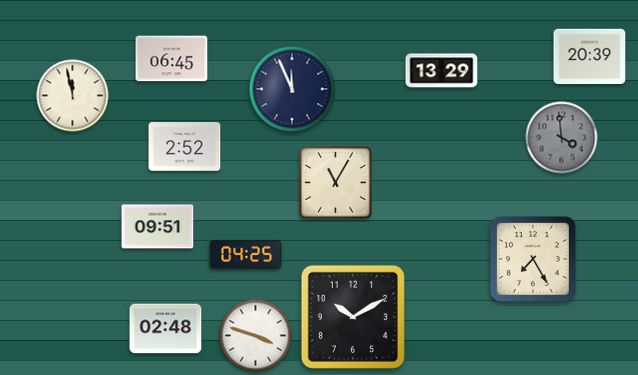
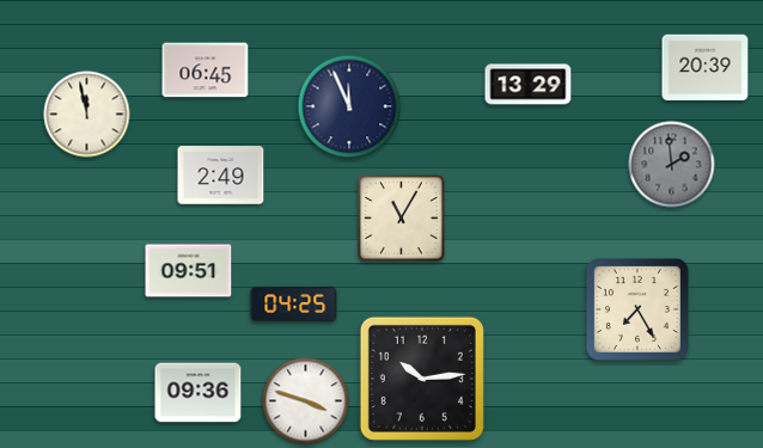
clock at (562, 138): 3:59 -> 1:59
clock at (185, 147): 2:52 -> 2:49
clock at (353, 317): 10:10 -> 10:14
clock at (166, 329): 02:48 -> 09:36
